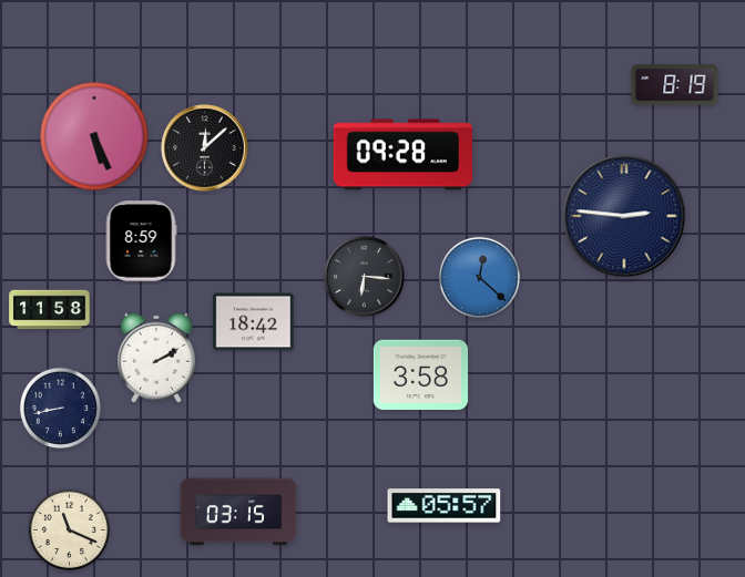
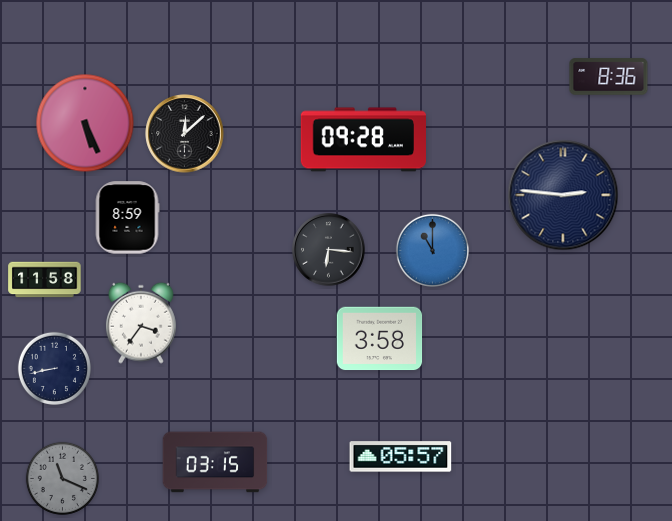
clock at (675, 85): 8:19 -> 8:36
clock at (479, 277): 12:22 -> 11:00
clock at (254, 322): 18:42 -> none
clock at (156, 358): 2:10 -> 3:36
clock at (69, 529) dial: cream -> grey
